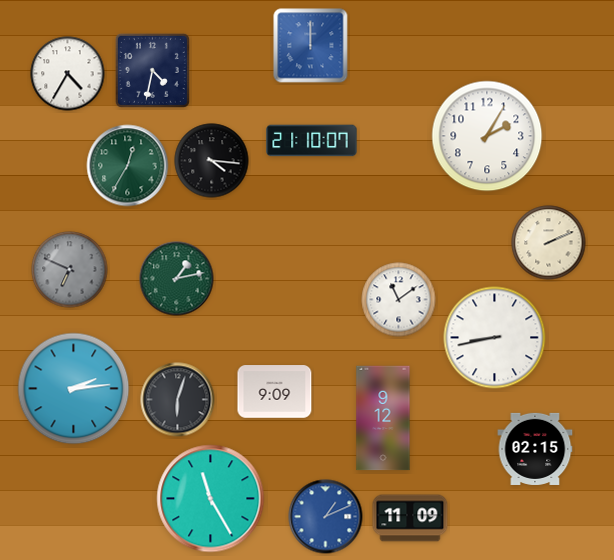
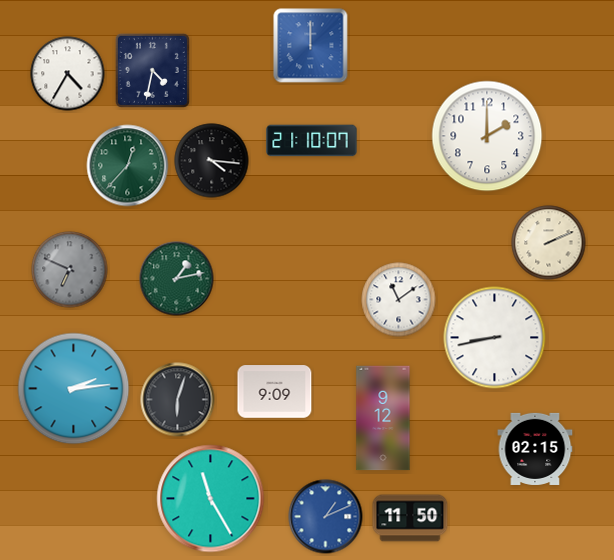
clock at (487, 136): 2:05 -> 2:00
clock at (128, 166): 12:35 -> 12:37
clock at (410, 518): 11:09 -> 11:50
